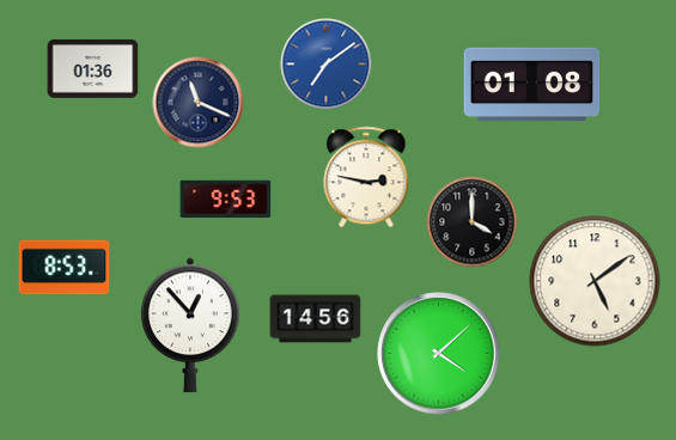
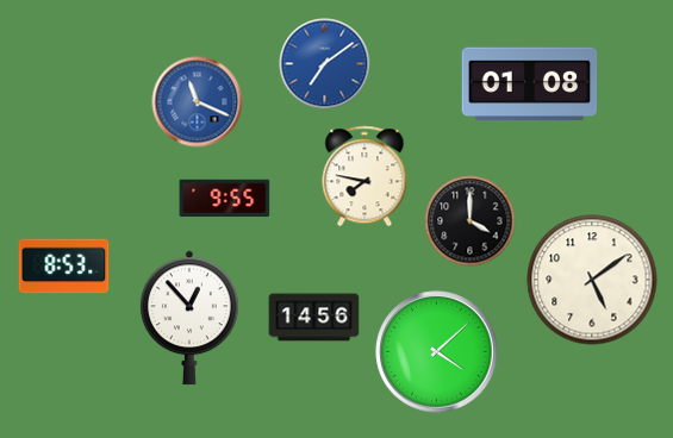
clock at (93, 69): 01:36 -> none
clock at (199, 103) dial: navy -> blue
clock at (366, 177): 2:47 -> 7:47
clock at (226, 198): 9:53 -> 9:55
clock at (191, 325) position: (191, 325) -> (191, 318)
